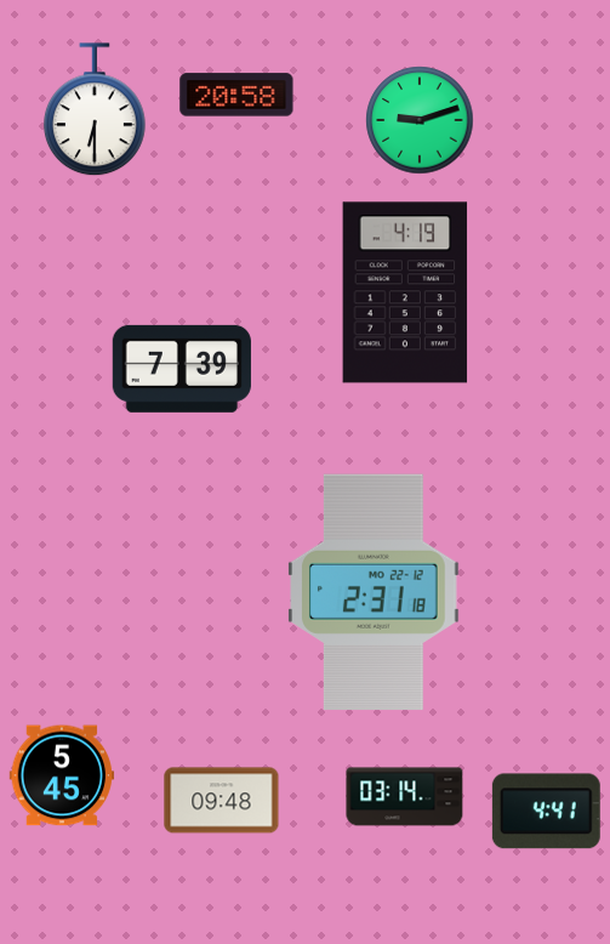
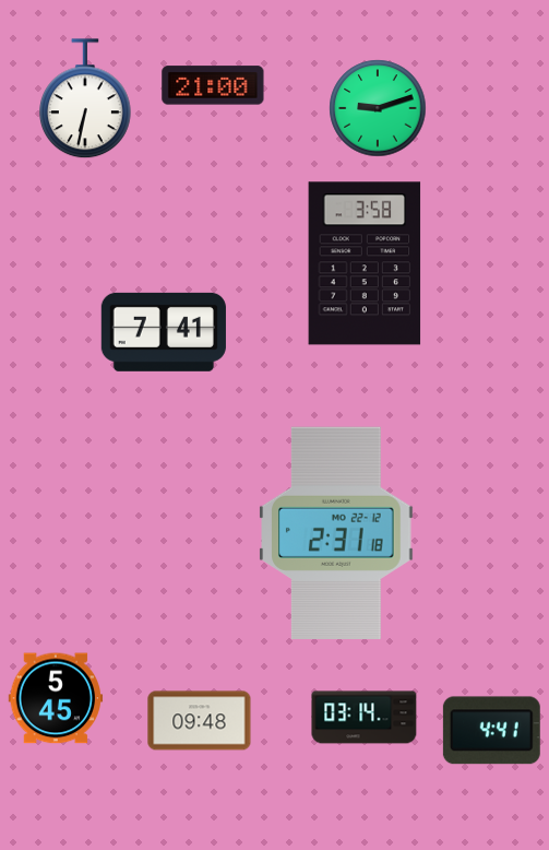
clock at (236, 95): 20:58 -> 21:00
clock at (96, 110): 6:30 -> 6:32
clock at (405, 292): 4:19 -> 3:58
clock at (182, 369): 7:39 -> 7:41
